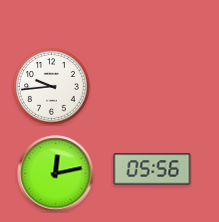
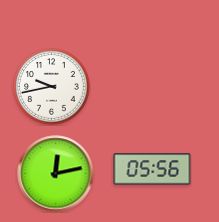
clock at (52, 87): 9:44 -> 9:43
